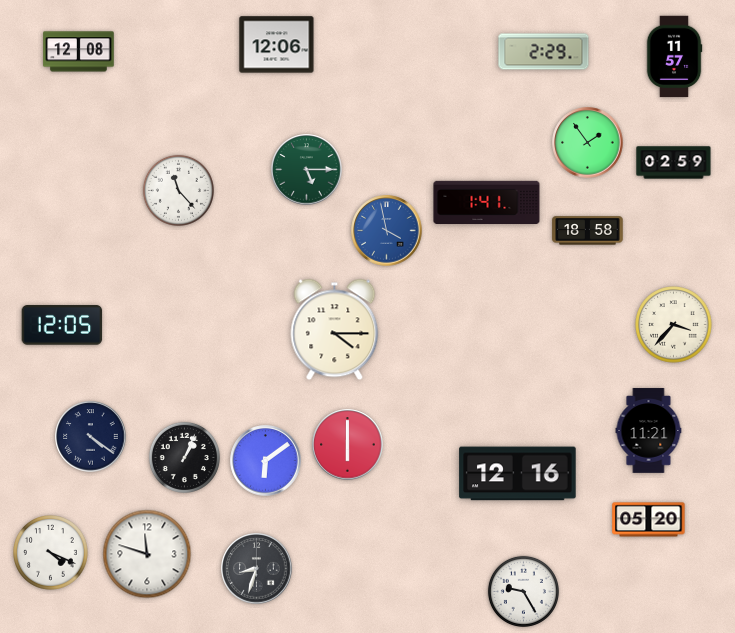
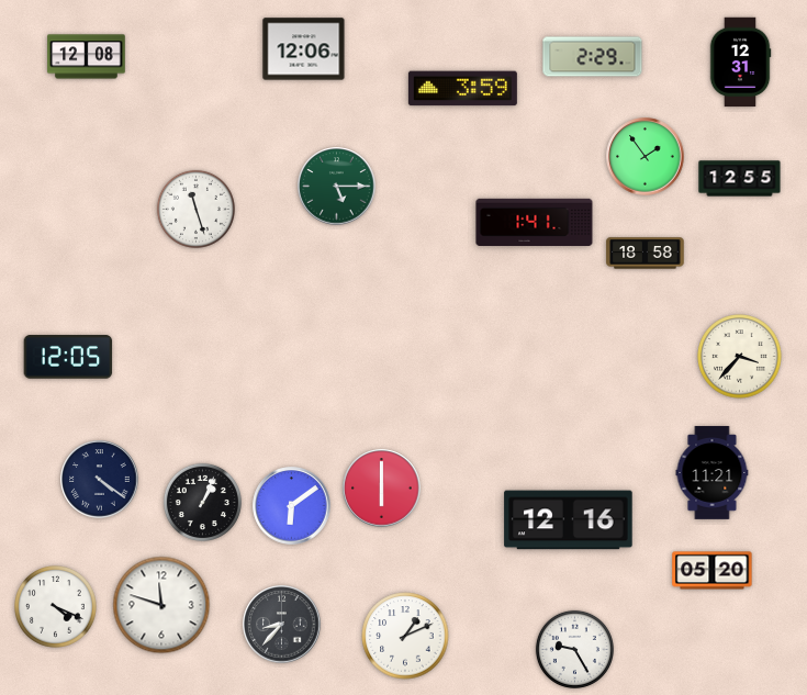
clock at (544, 52) position: (544, 52) -> (593, 57)
clock at (674, 57): 11:57 -> 12:31
clock at (462, 89): none -> 3:59
clock at (674, 163): 02:59 -> 12:55
clock at (178, 190): 11:23 -> 11:27
clock at (387, 231): 3:58 -> none
clock at (335, 330): 4:15 -> none
clock at (147, 554) position: (147, 554) -> (161, 605)
clock at (257, 569): 8:33 -> 8:37
clock at (405, 636): none -> 1:11
